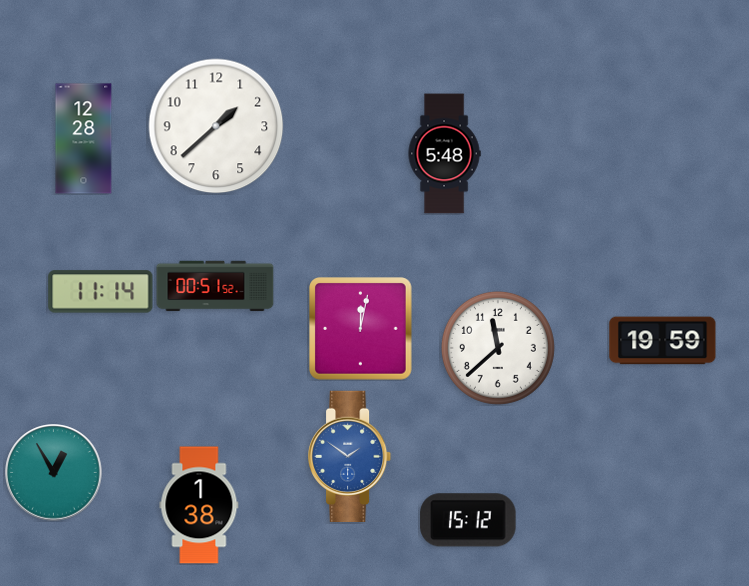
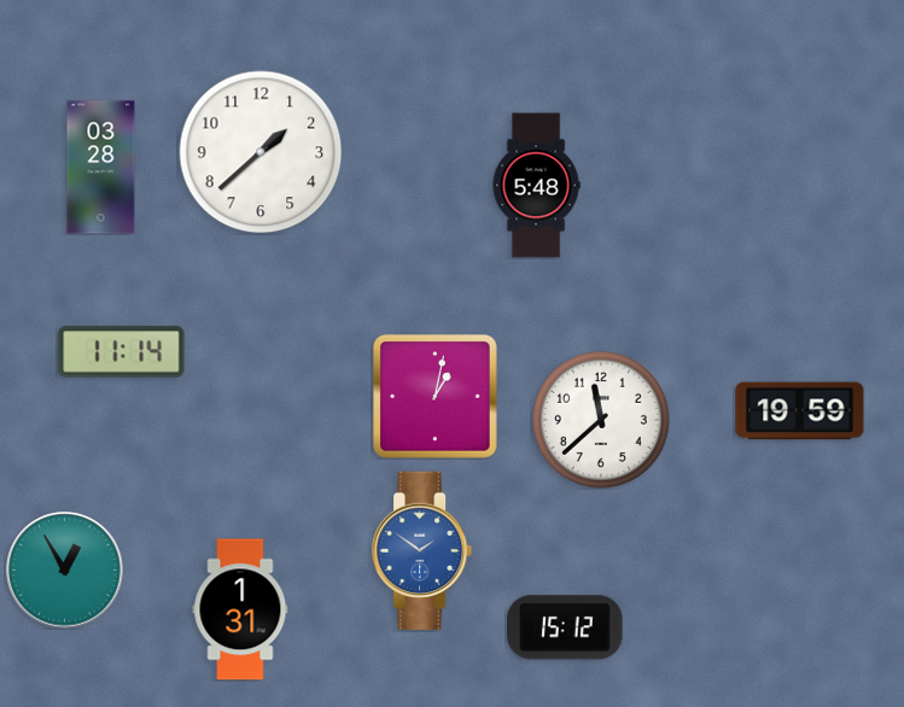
clock at (84, 139): 12:28 -> 03:28
clock at (215, 286): 00:51 -> none
clock at (361, 329): 12:02 -> 1:02
clock at (199, 505): 1:38 -> 1:31
